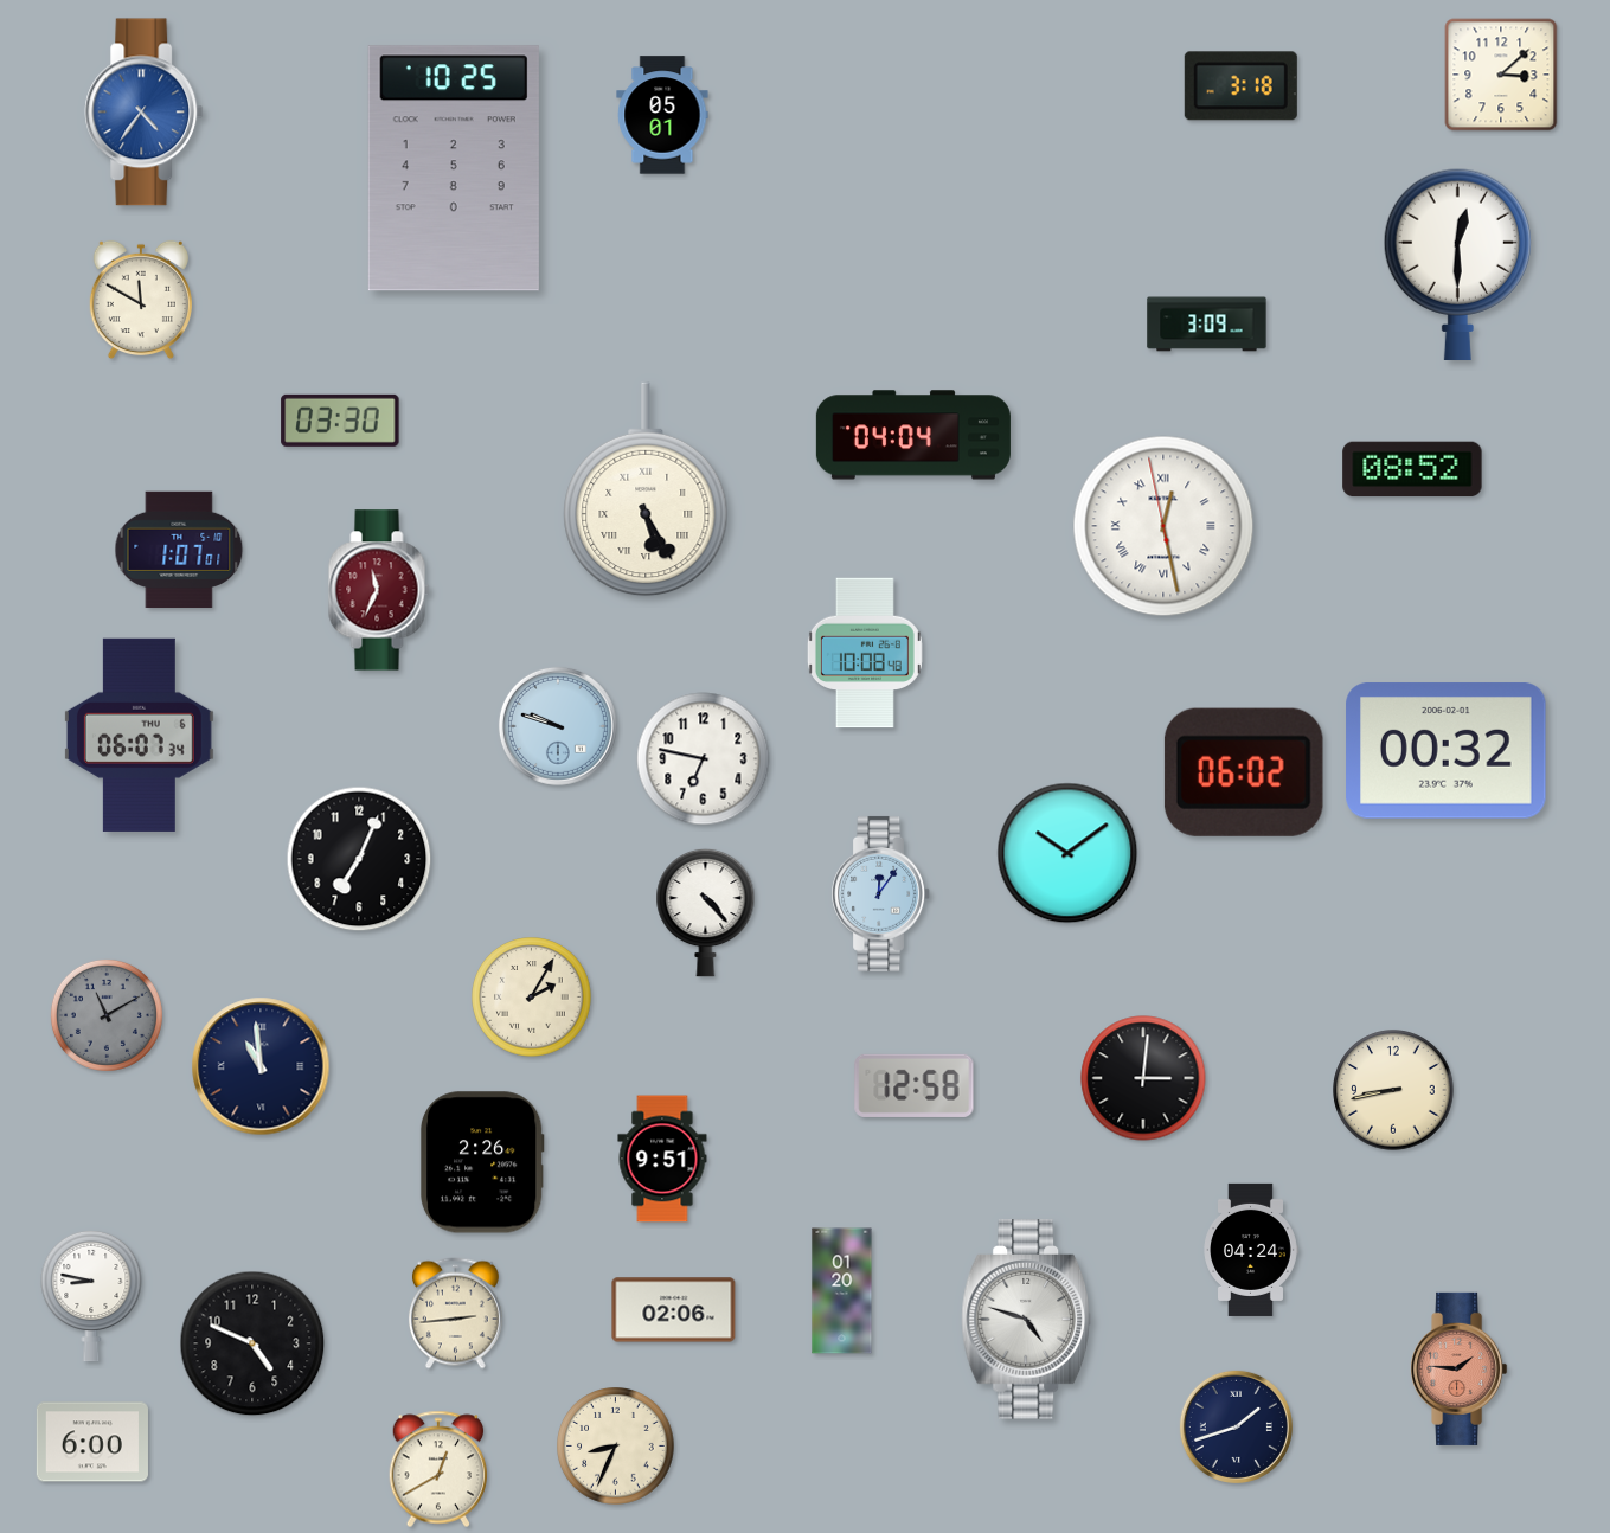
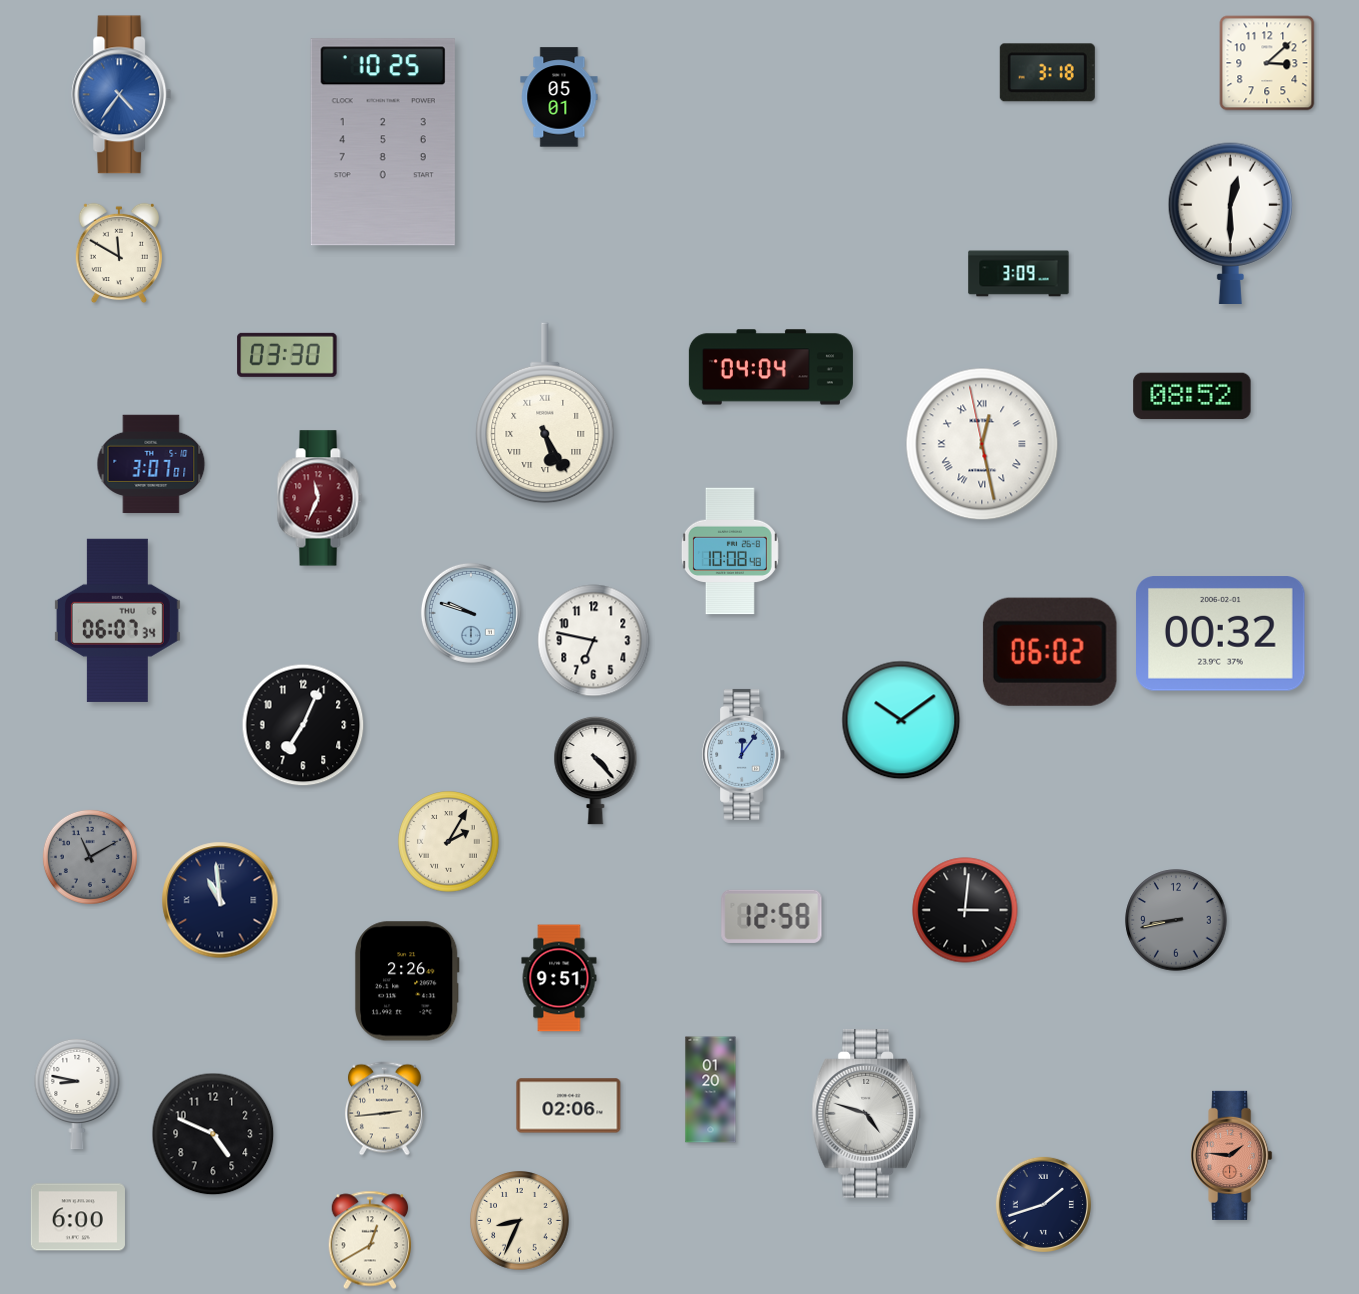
clock at (179, 550): 1:07 -> 3:07
clock at (1393, 1090) dial: cream -> grey
clock at (1251, 1250): 04:24 -> none
